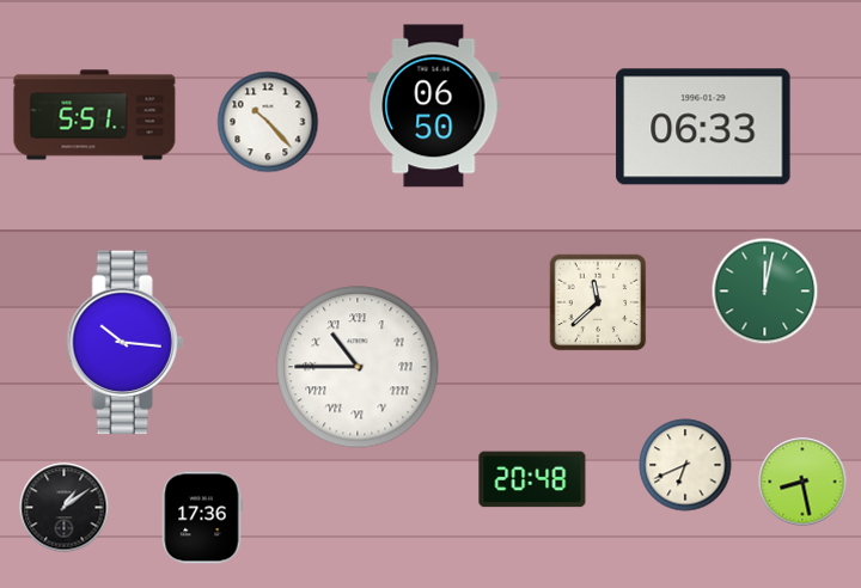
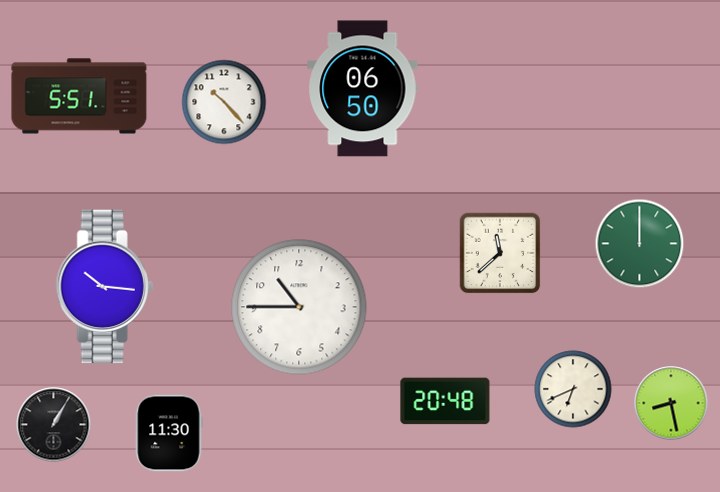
clock at (703, 127): 06:33 -> none
clock at (765, 292): 12:02 -> 12:00
clock at (358, 367) numerals: Roman -> Arabic
clock at (65, 508): 1:09 -> 1:05
clock at (202, 517): 17:36 -> 11:30
